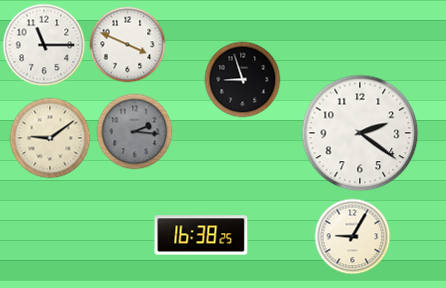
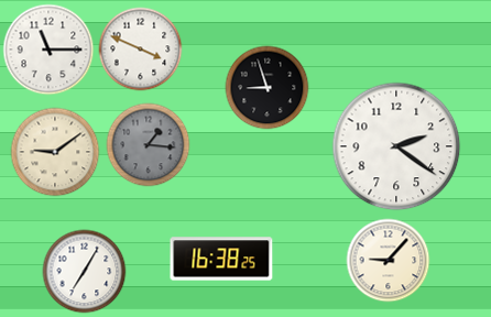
clock at (135, 132): 2:16 -> 1:16
clock at (353, 237): 9:05 -> 9:07
clock at (85, 272): none -> 7:05
